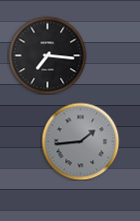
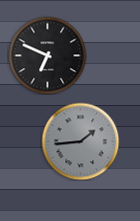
clock at (47, 55): 7:16 -> 6:49
